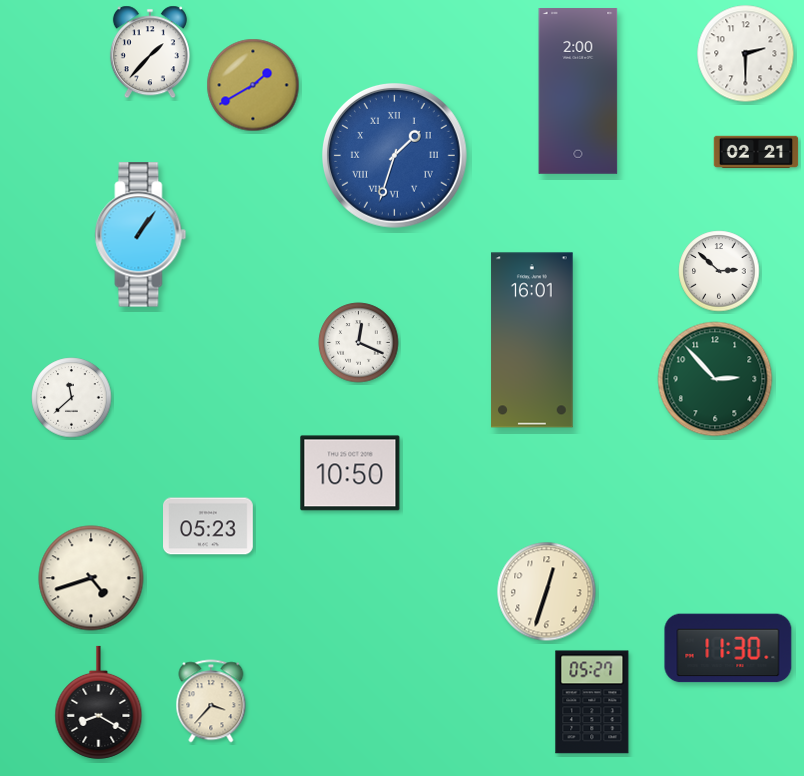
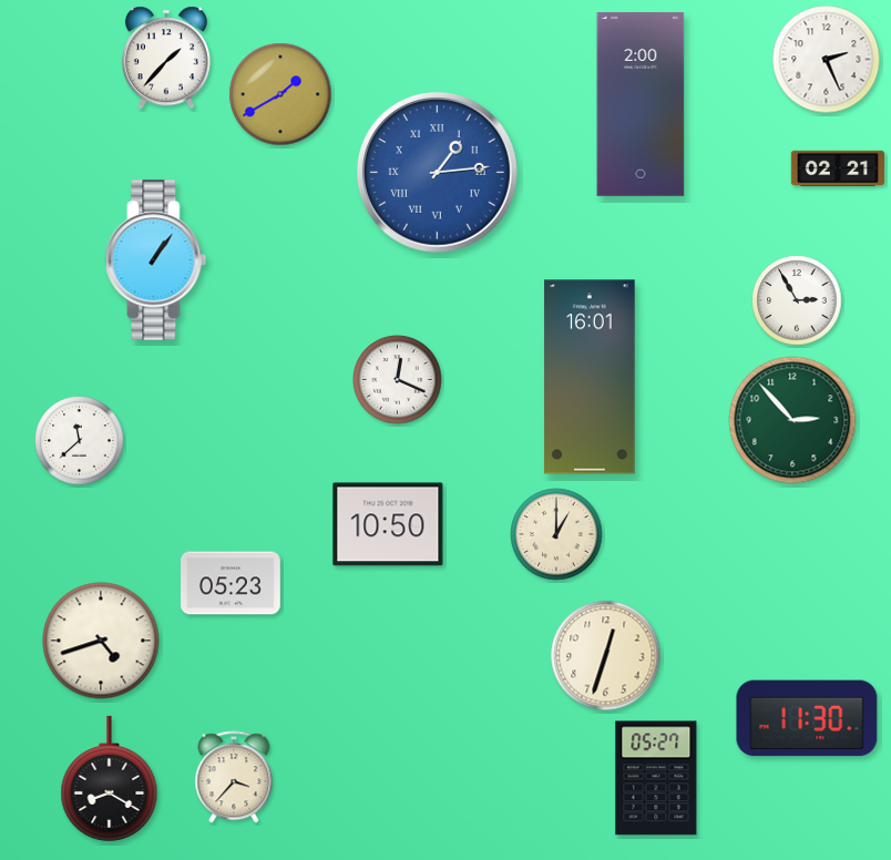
clock at (746, 54): 2:30 -> 2:26
clock at (578, 92) position: (578, 92) -> (641, 105)
clock at (395, 156): 1:33 -> 1:14
clock at (719, 271): 2:52 -> 2:55
clock at (556, 534): none -> 1:00
